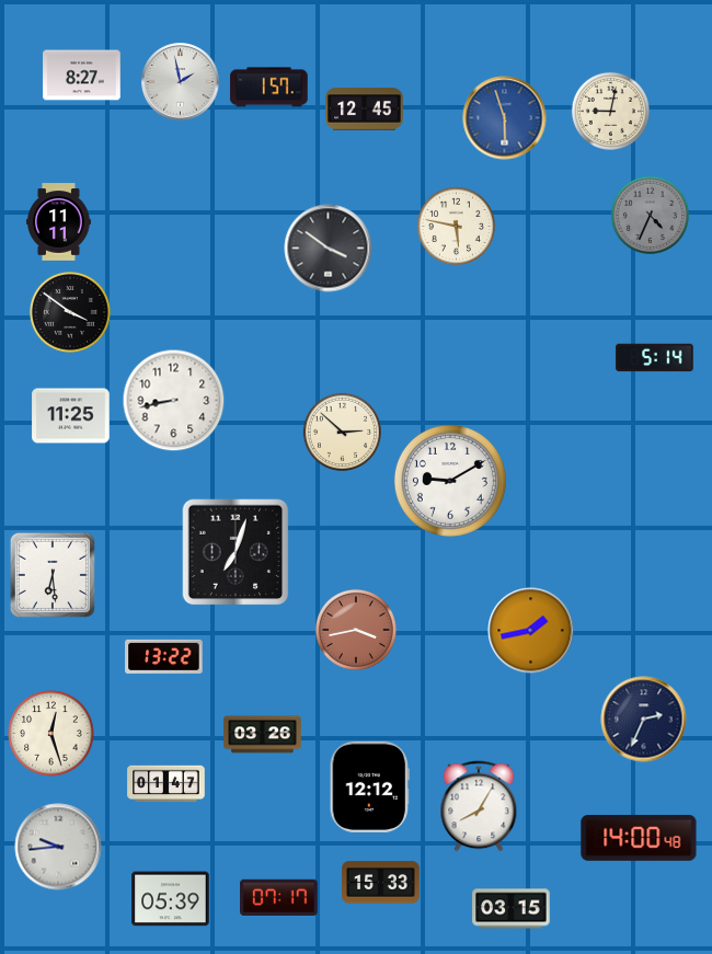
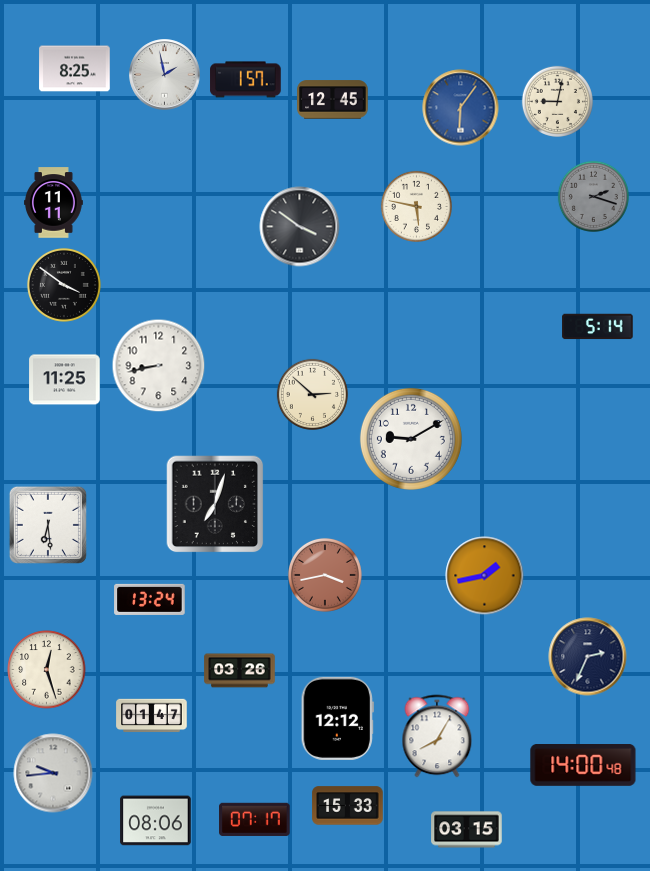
clock at (82, 76): 8:27 -> 8:25
clock at (505, 118): 5:57 -> 6:06
clock at (650, 215): 4:34 -> 2:18
clock at (164, 656): 13:22 -> 13:24
clock at (171, 899): 05:39 -> 08:06
